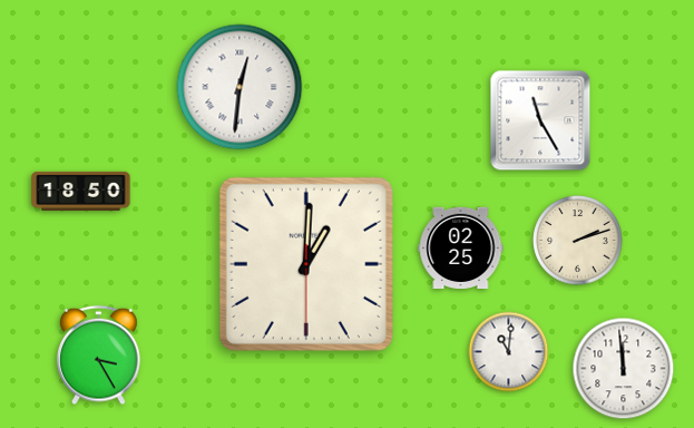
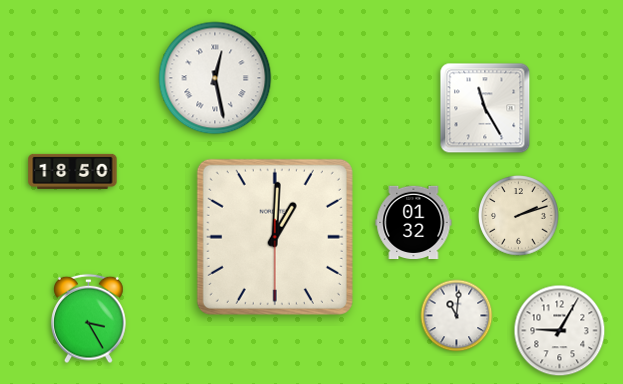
clock at (240, 87): 12:31 -> 12:28
clock at (461, 247): 02:25 -> 01:32
clock at (624, 369): 11:59 -> 9:05
